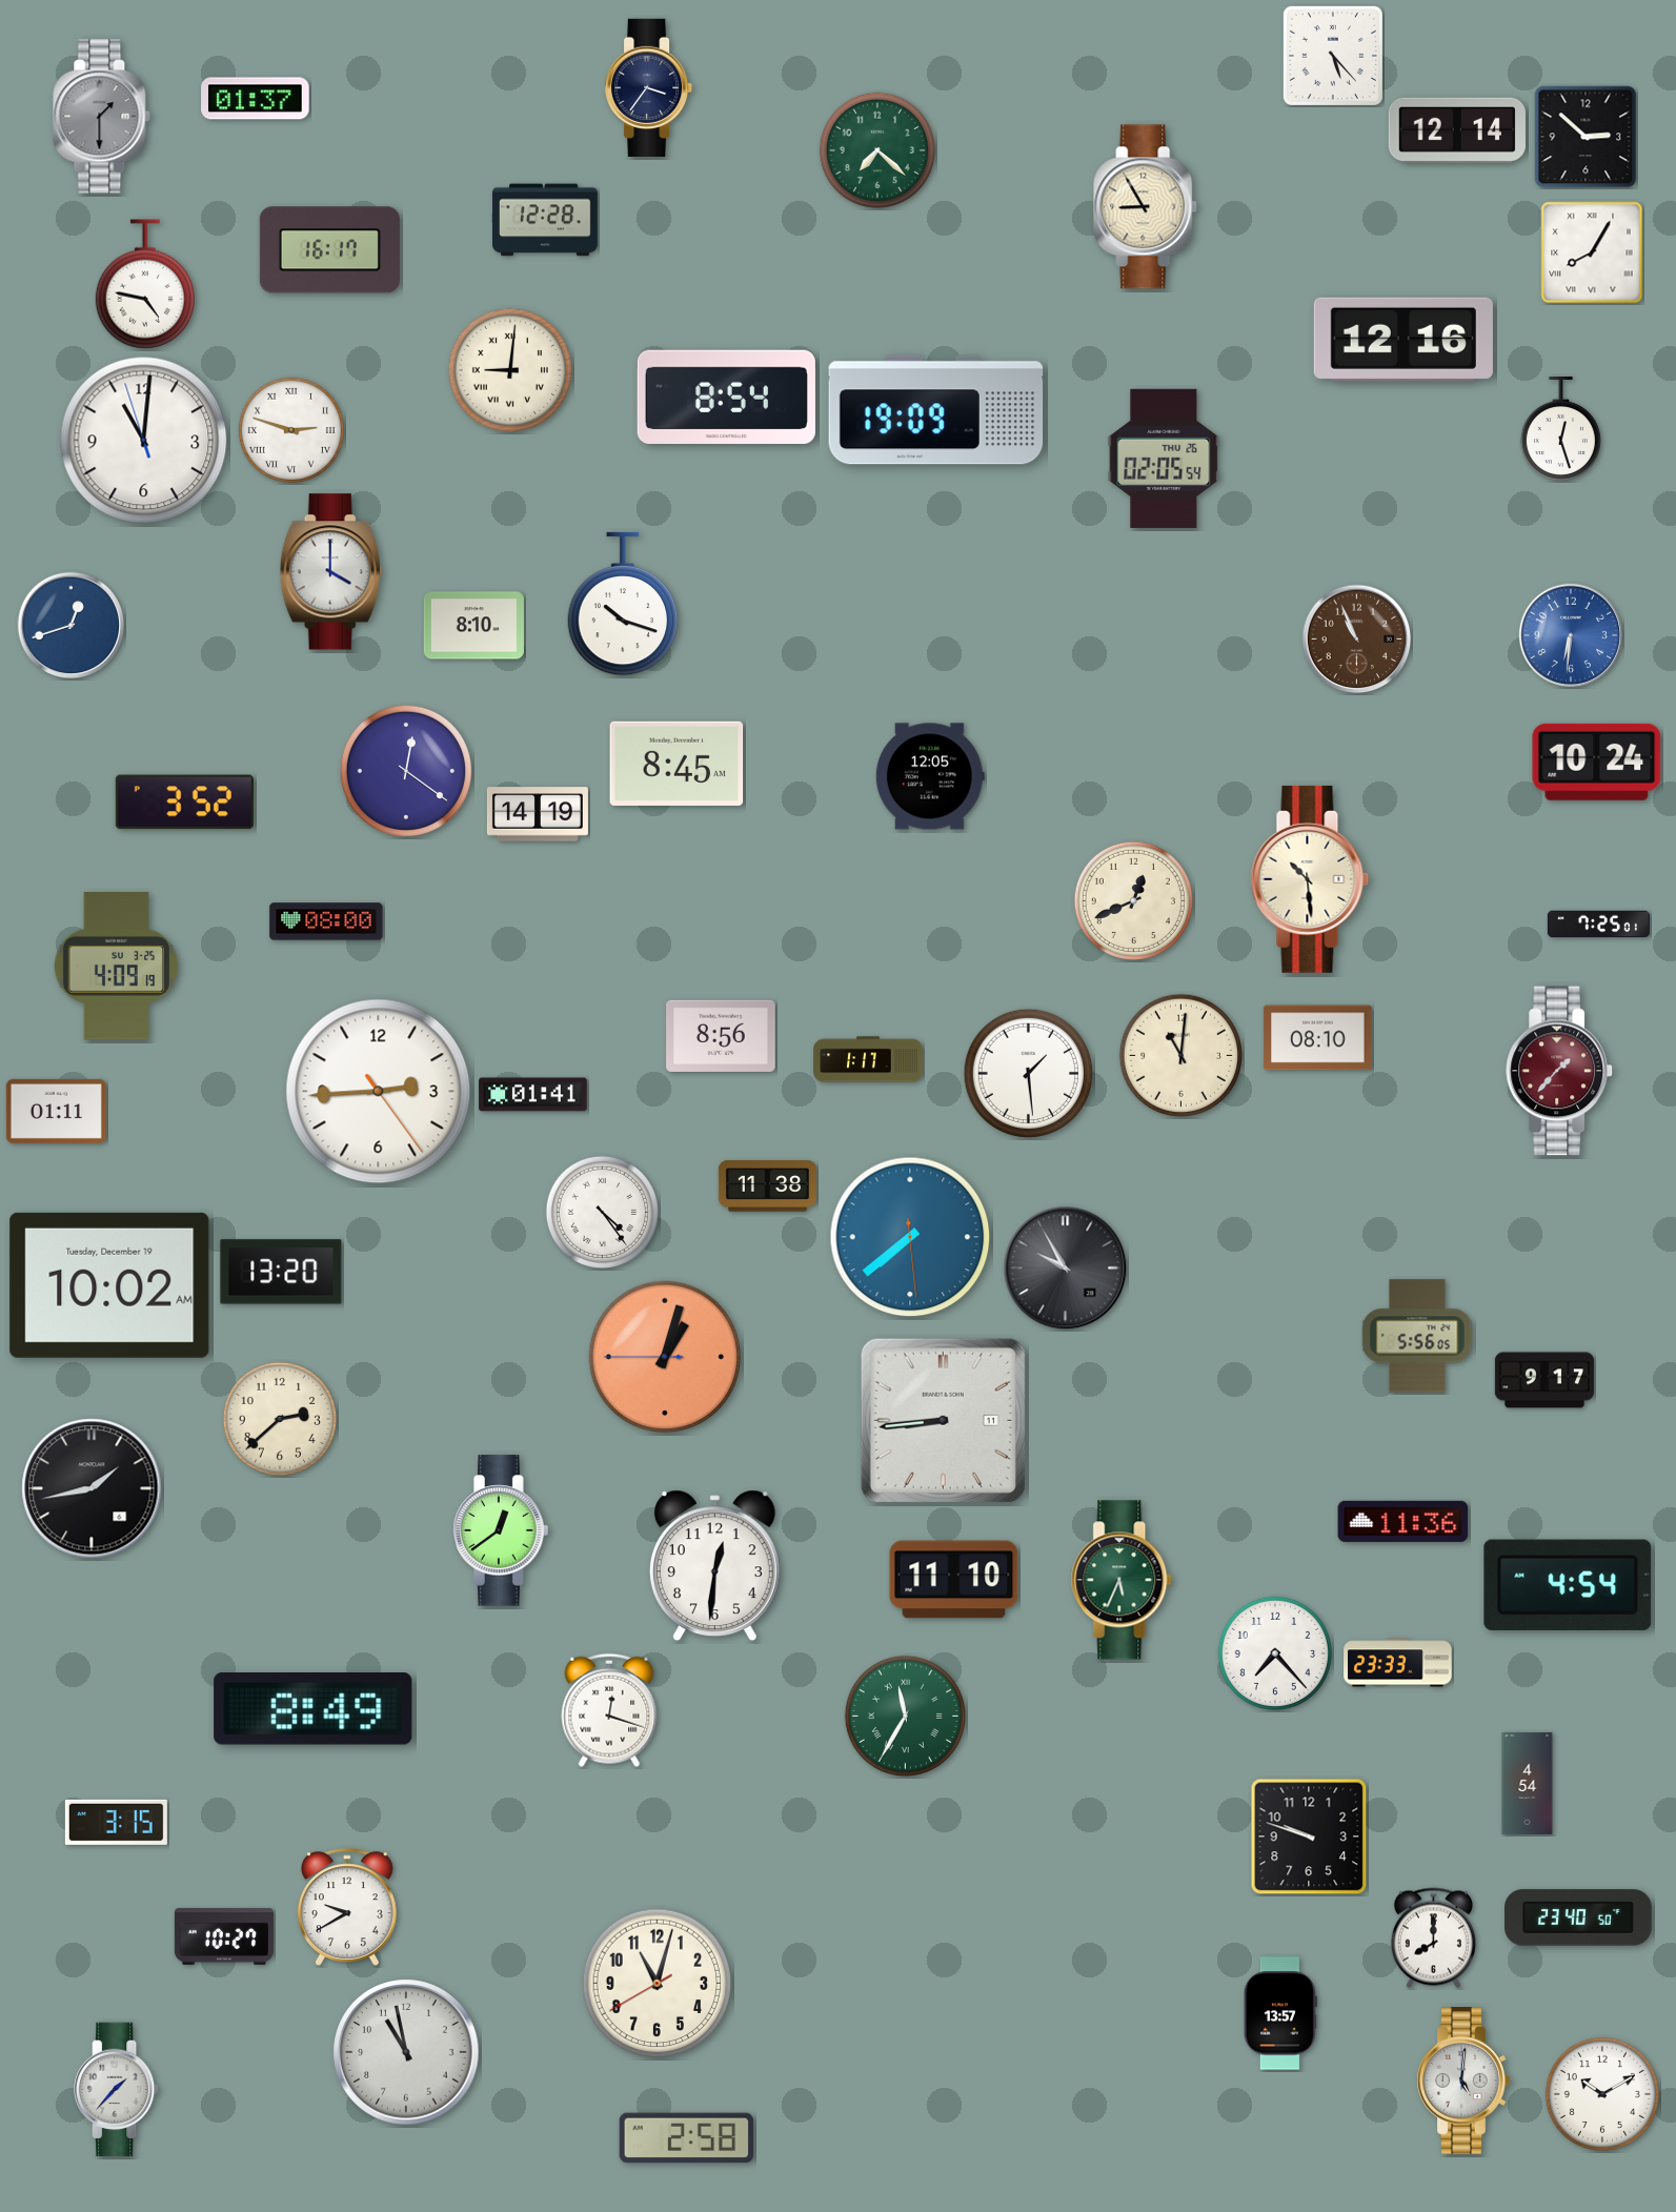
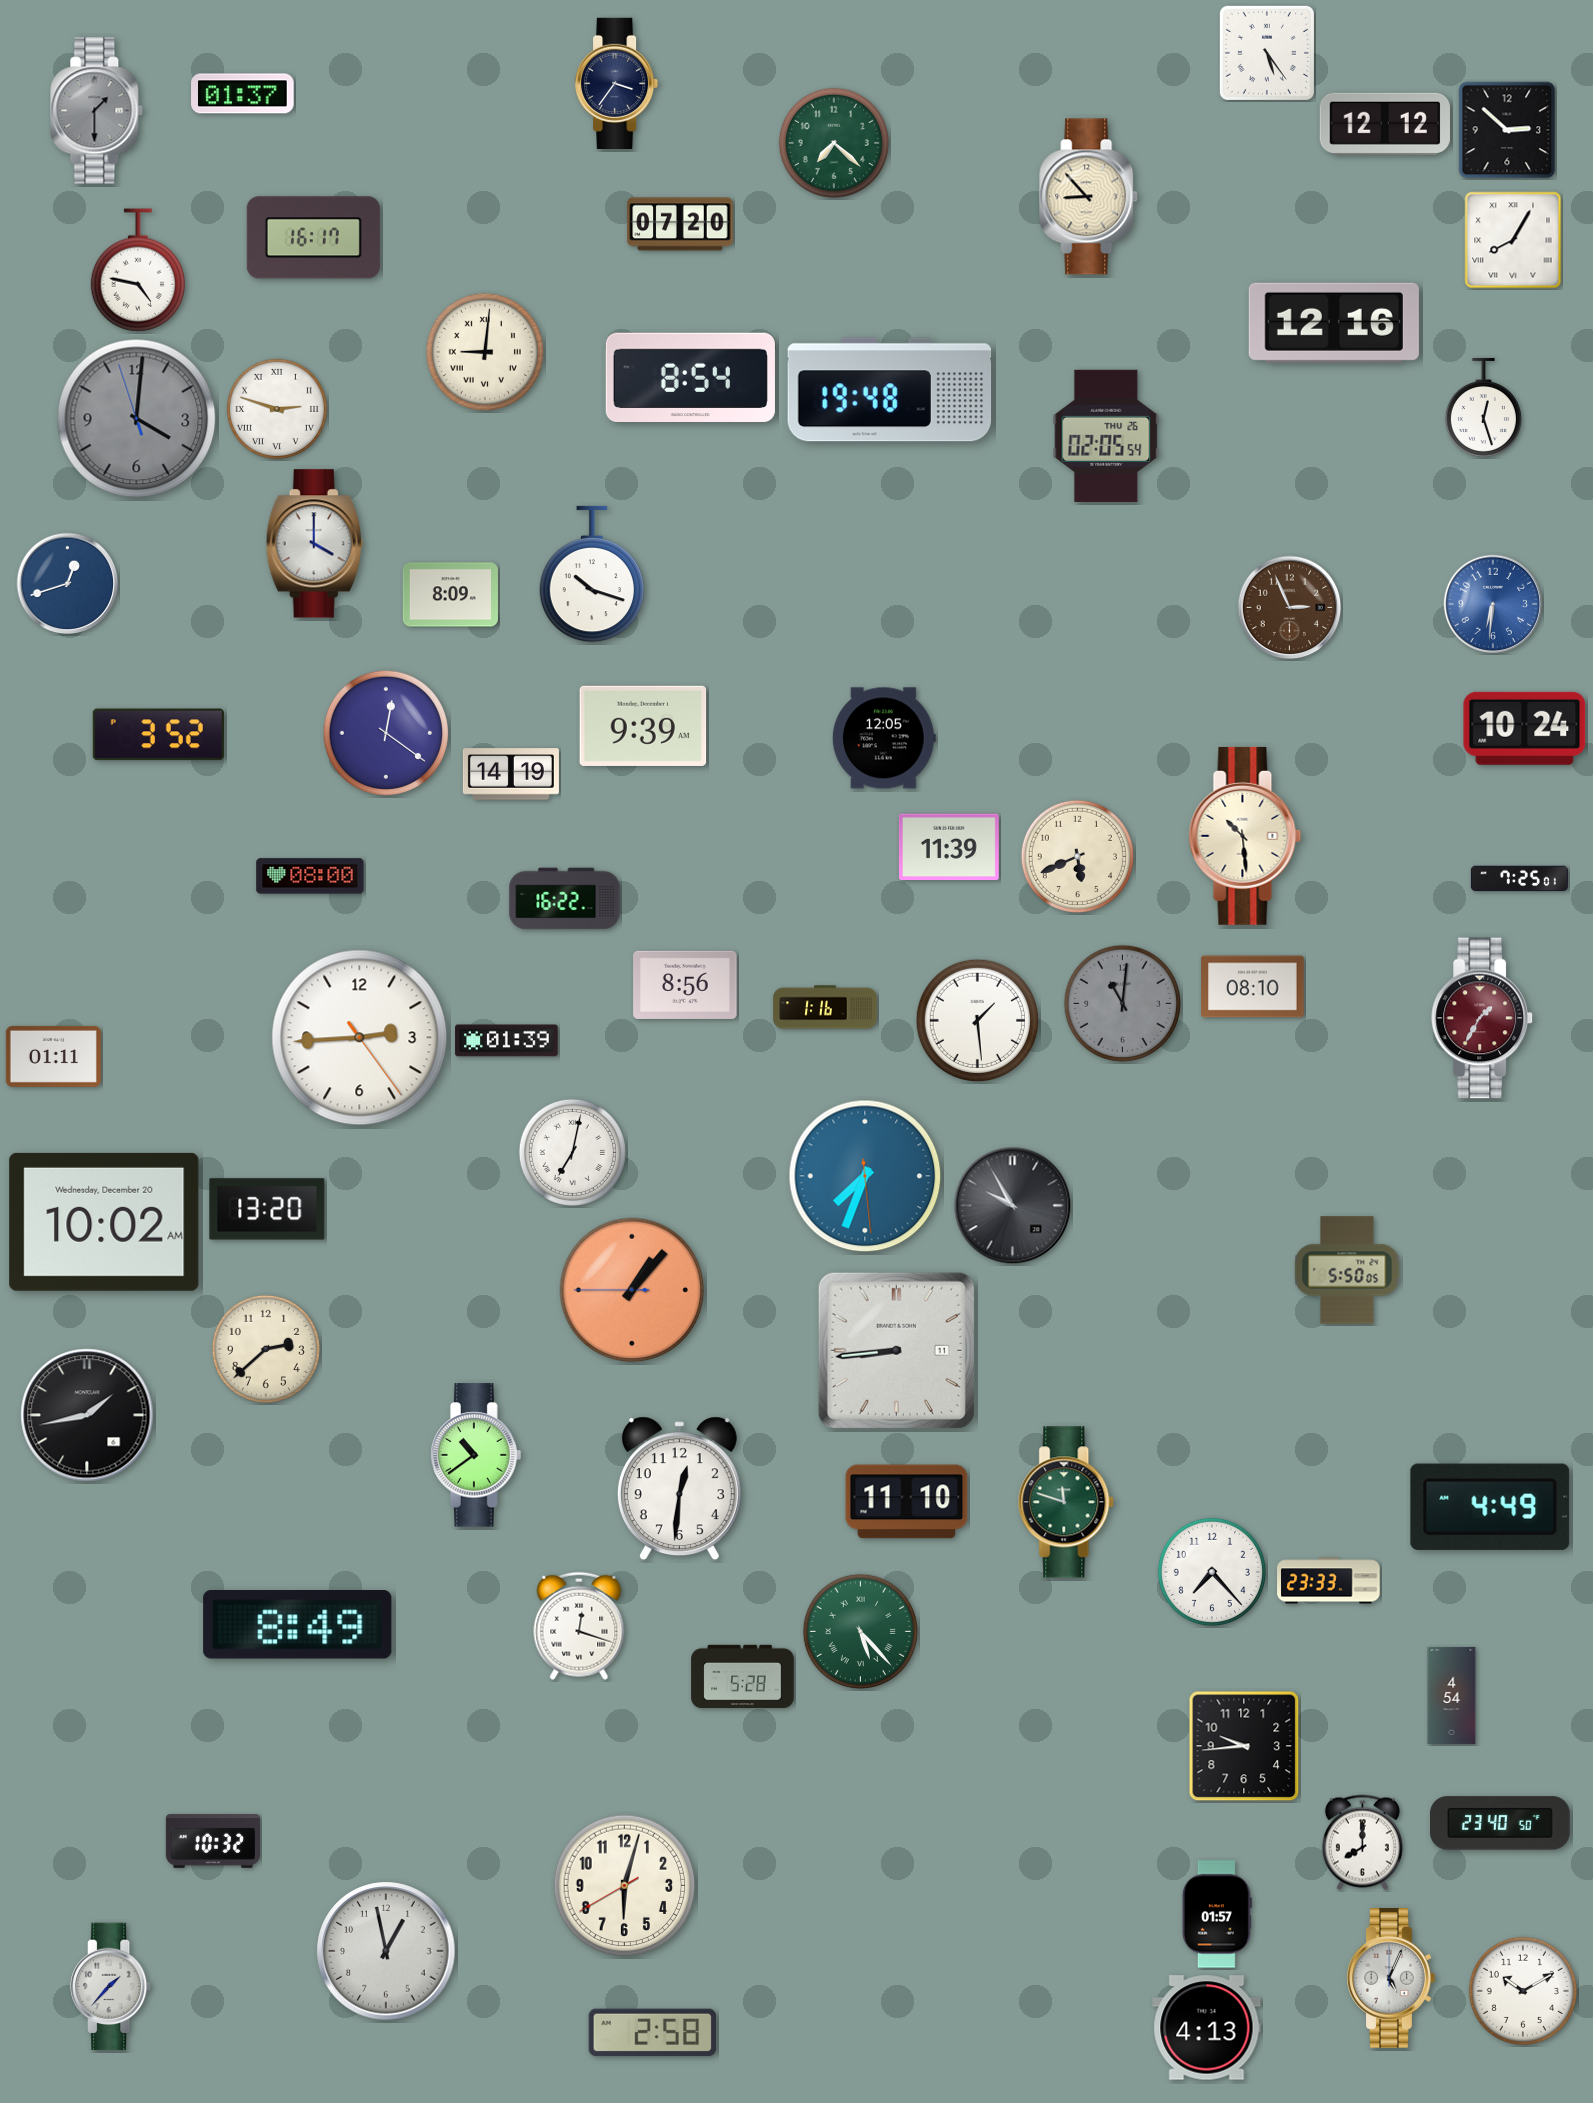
clock at (1333, 56): 5:23 -> 5:24
clock at (1457, 130): 12:14 -> 12:12
clock at (1146, 207): 8:55 -> 8:53
clock at (546, 220): 12:28 -> none
clock at (680, 224): none -> 07:20
clock at (936, 410): 19:09 -> 19:48
clock at (144, 441): 11:00 -> 4:00
clock at (144, 441) dial: white -> grey
clock at (72, 626) position: (72, 626) -> (68, 584)
clock at (473, 626): 8:10 -> 8:09
clock at (1357, 640): 10:56 -> 2:56
clock at (1597, 762) position: (1597, 762) -> (1525, 728)
clock at (677, 764): 8:45 -> 9:39
clock at (184, 803) position: (184, 803) -> (158, 735)
clock at (949, 847): none -> 11:39
clock at (1133, 900): 12:41 -> 5:41
clock at (565, 899): none -> 16:22
clock at (117, 967): 4:09 -> none
clock at (1180, 1055) dial: cream -> grey
clock at (868, 1059): 1:17 -> 1:16
clock at (1560, 1071): 1:37 -> 1:35
clock at (533, 1095): 01:41 -> 01:39
clock at (767, 1186): 11:38 -> none
clock at (602, 1212): 4:24 -> 7:02
clock at (910, 1237): 7:38 -> 7:33
clock at (109, 1285) date: Tuesday, December 19 -> Wednesday, December 20
clock at (1417, 1336): 5:56 -> 5:50
clock at (665, 1357): 1:02 -> 1:06
clock at (1544, 1380): 9:17 -> none
clock at (1404, 1521): 11:36 -> none
clock at (501, 1530): 12:39 -> 10:39
clock at (1123, 1580): 5:34 -> 11:48
clock at (1568, 1585): 4:54 -> 4:49
clock at (905, 1716): 11:35 -> 5:23
clock at (743, 1677): none -> 5:28
clock at (116, 1822): 3:15 -> none
clock at (1309, 1836): 9:48 -> 9:44
clock at (347, 1907): 9:40 -> none
clock at (224, 1937): 10:27 -> 10:32
clock at (658, 1984): 11:02 -> 6:02
clock at (1280, 2013): 13:57 -> 01:57
clock at (406, 2052): 10:58 -> 12:58
clock at (1463, 2082): 5:01 -> 5:04
clock at (1207, 2028): none -> 4:13
